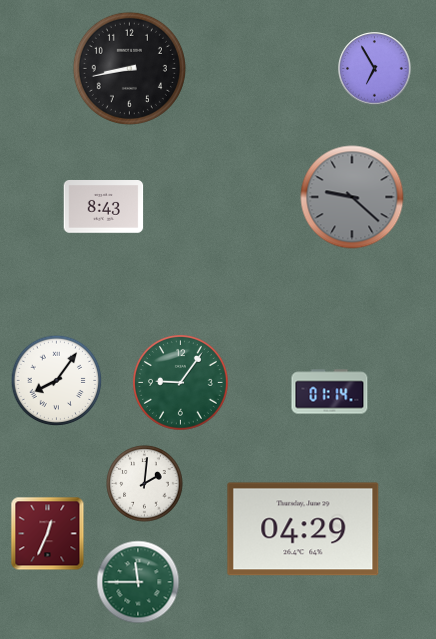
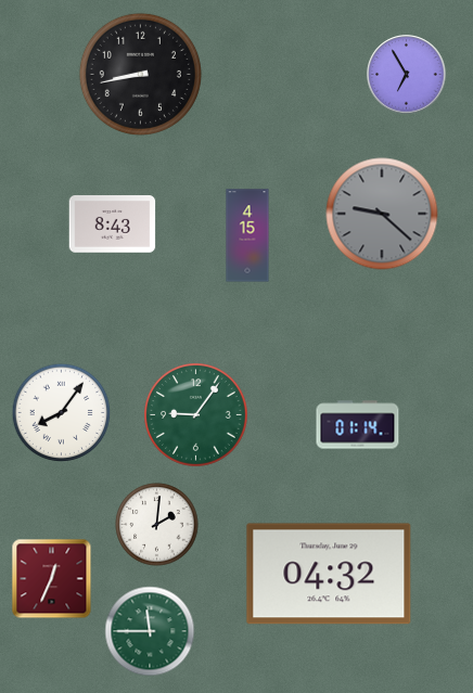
clock at (247, 235): none -> 4:15
clock at (303, 529): 04:29 -> 04:32
